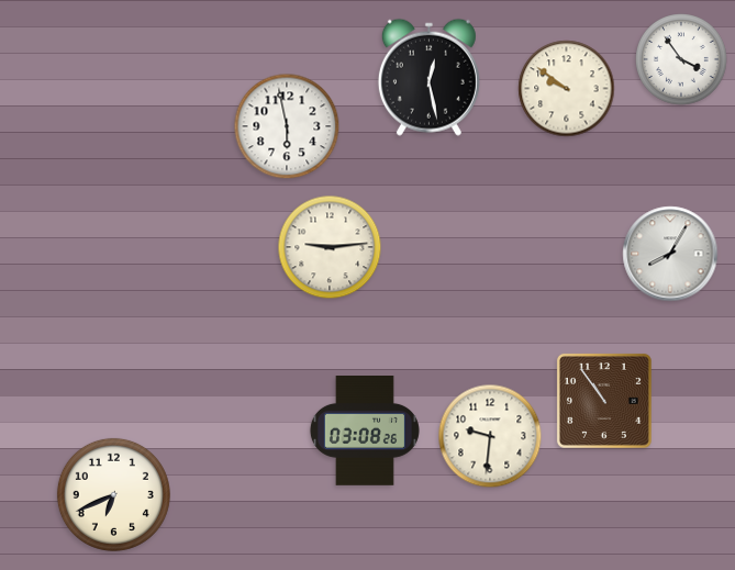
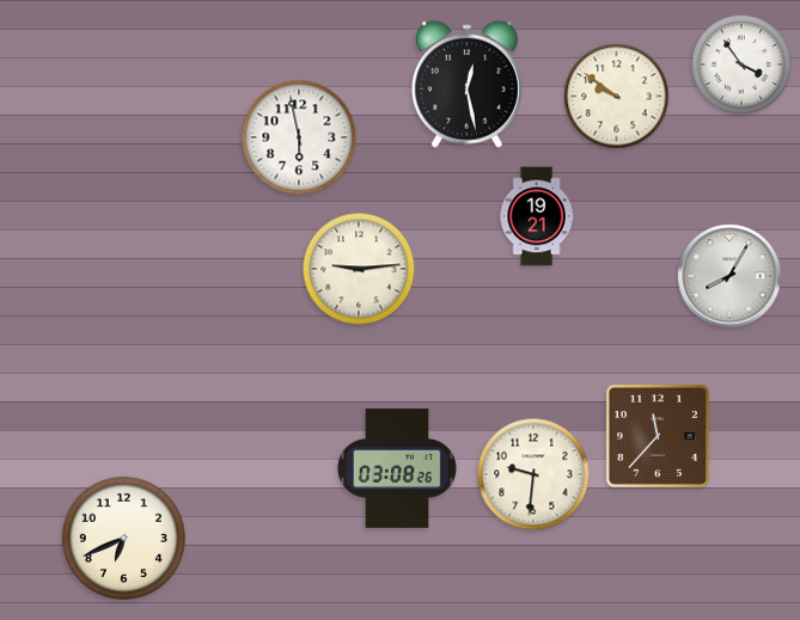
clock at (287, 126) position: (287, 126) -> (299, 137)
clock at (537, 216): none -> 19:21
clock at (604, 401): 10:54 -> 11:37
